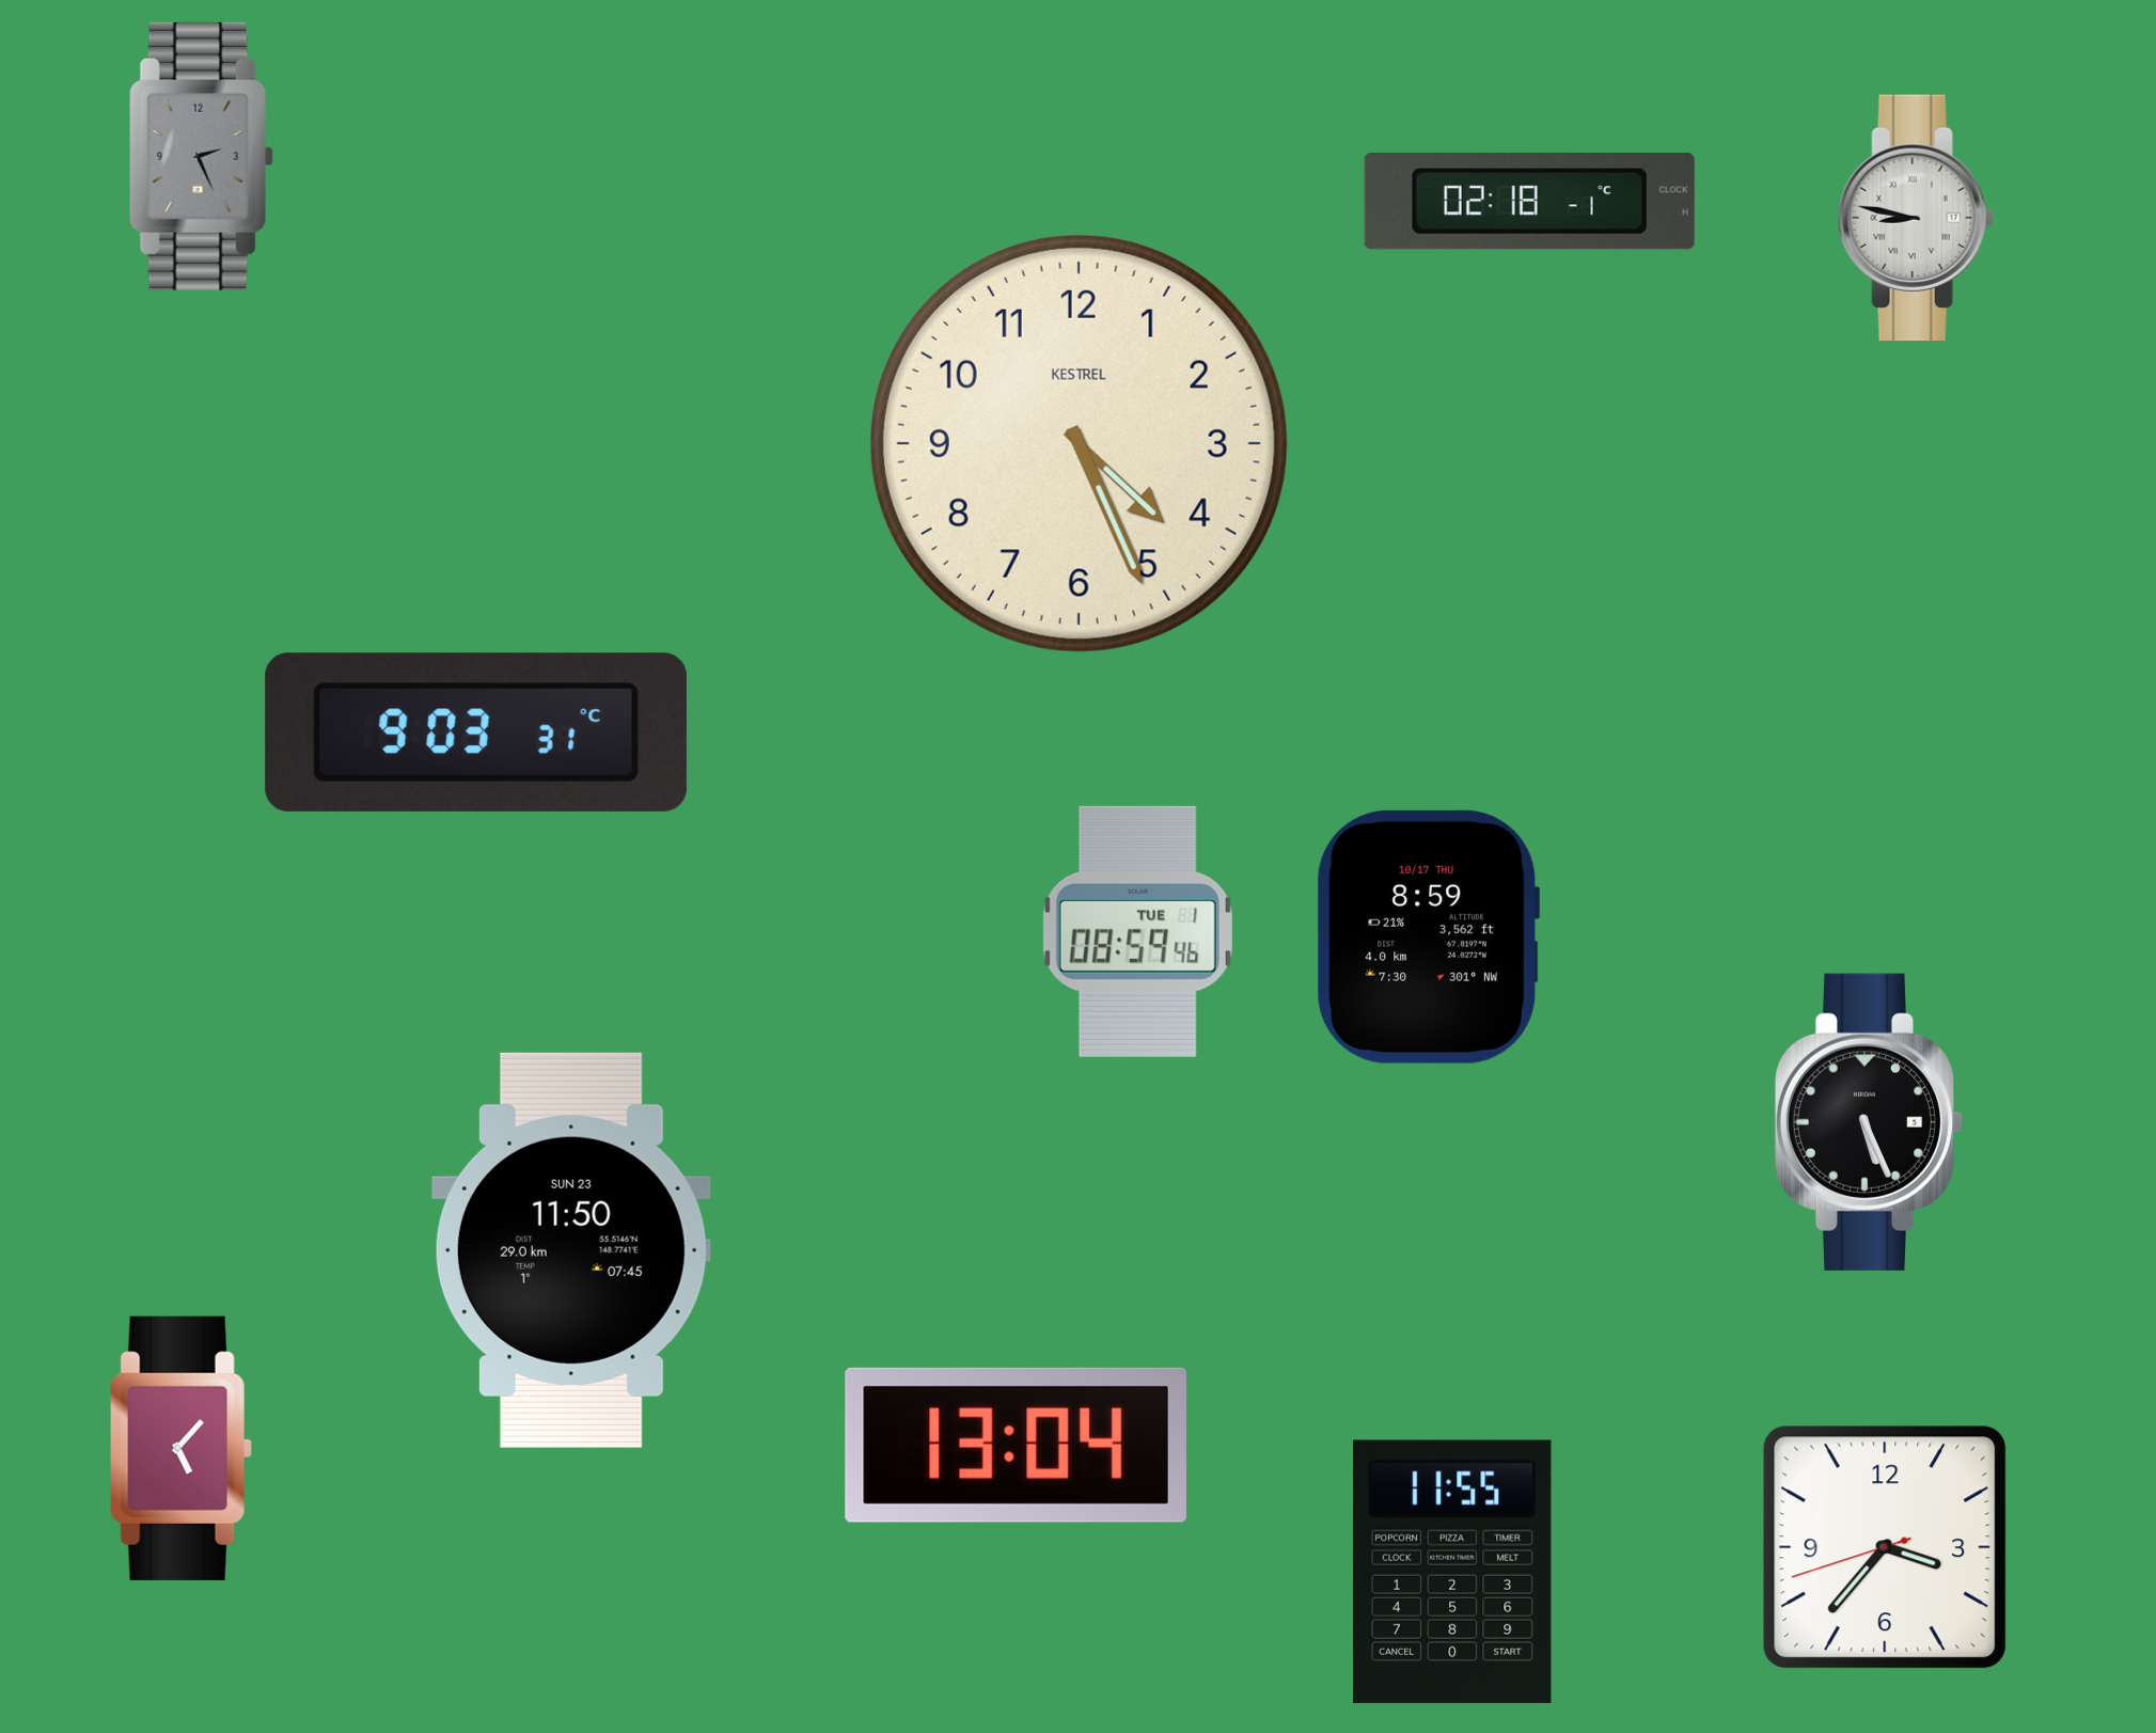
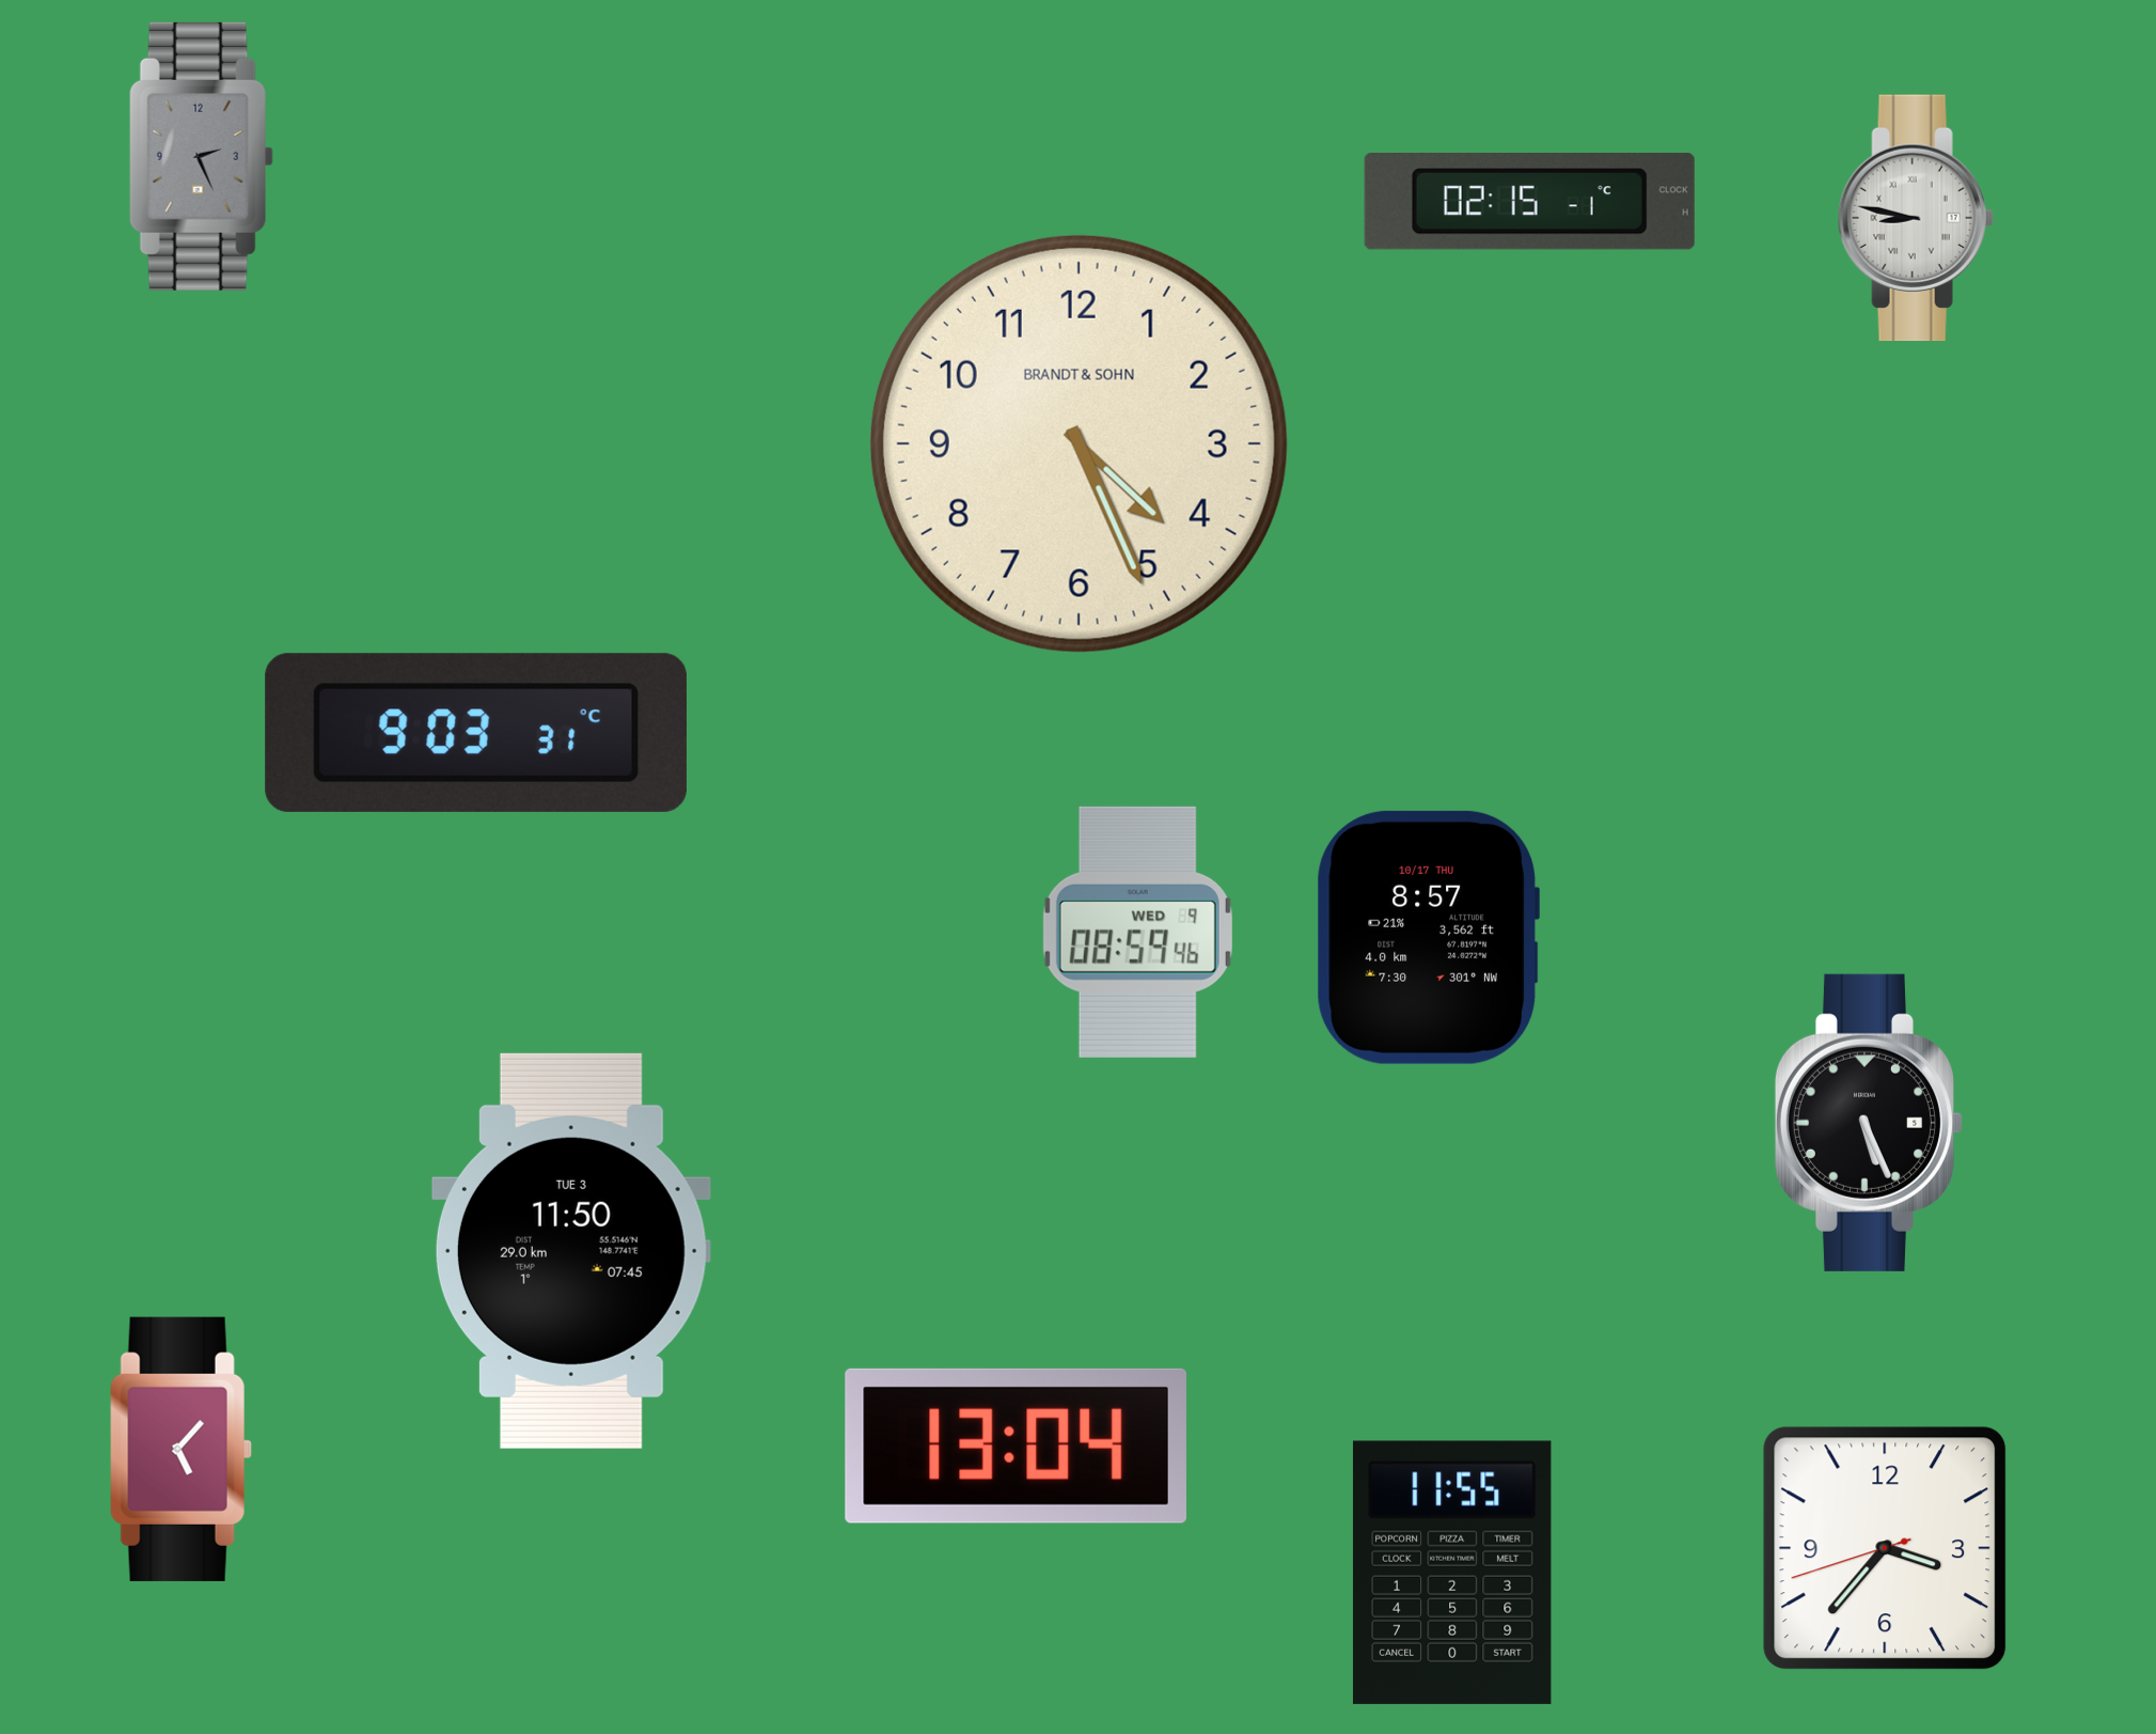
clock at (1529, 201): 02:18 -> 02:15
clock at (1079, 443) brand: KESTREL -> BRANDT & SOHN
clock at (1137, 931) date: TUE 1 -> WED 9
clock at (1428, 936): 8:59 -> 8:57
clock at (571, 1250) date: SUN 23 -> TUE 3
